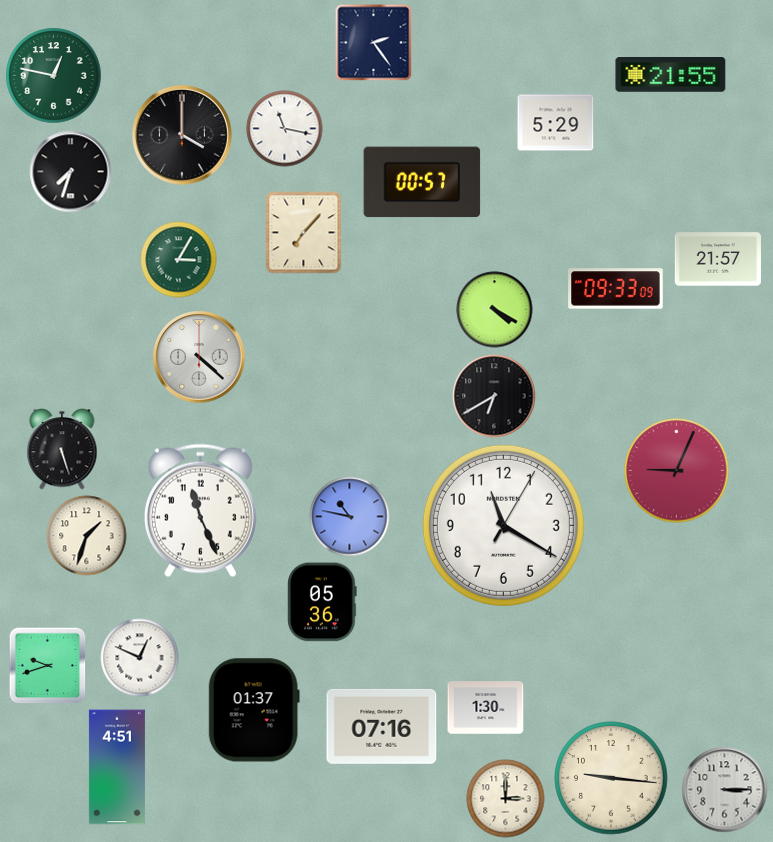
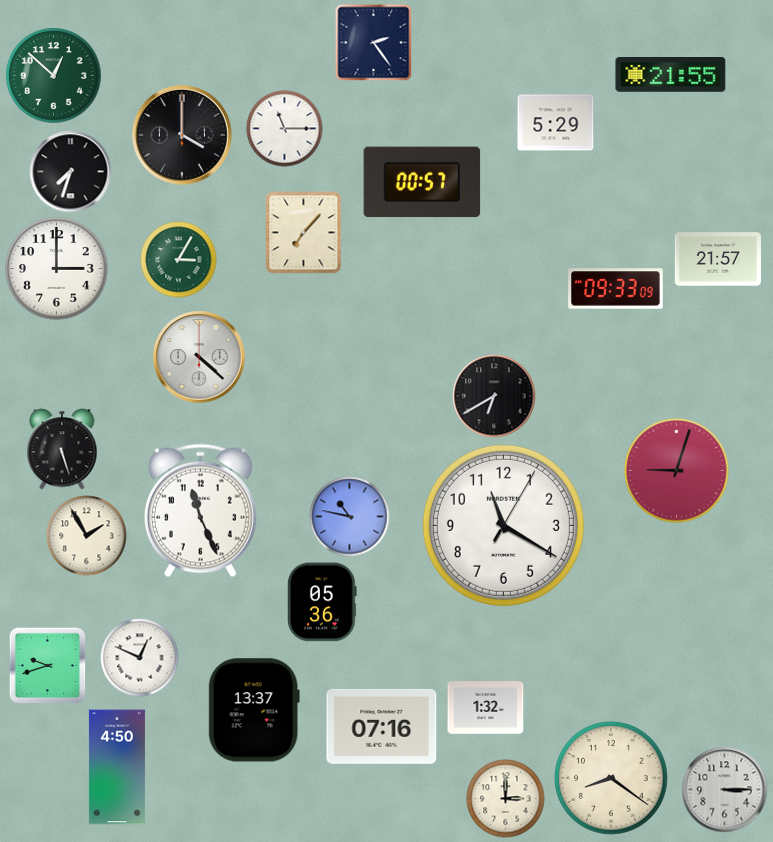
clock at (54, 76): 12:47 -> 12:52
clock at (285, 129): 11:17 -> 11:15
clock at (57, 269): none -> 3:00
clock at (495, 310): 4:20 -> none
clock at (677, 471): 9:04 -> 9:03
clock at (87, 536): 1:33 -> 1:55
clock at (486, 708): 1:30 -> 1:32
clock at (254, 710): 01:37 -> 13:37
clock at (117, 767): 4:51 -> 4:50
clock at (611, 778): 9:16 -> 8:21
